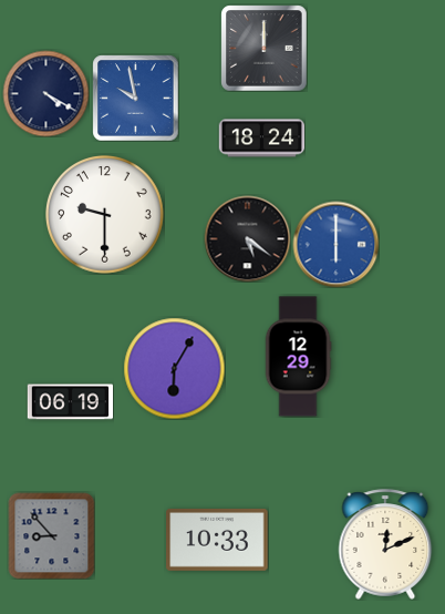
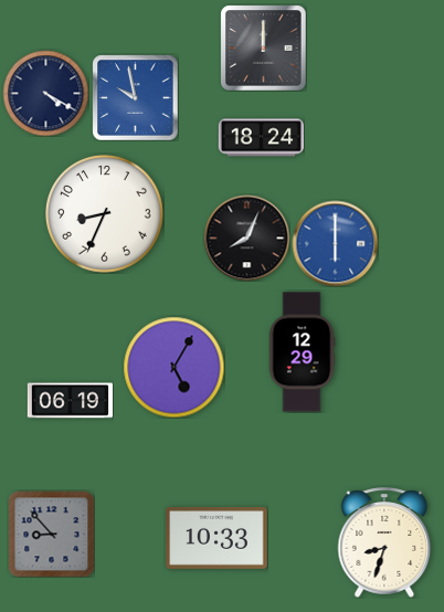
clock at (105, 215): 9:30 -> 8:34
clock at (247, 238): 5:21 -> 8:04
clock at (298, 357) position: (298, 357) -> (302, 352)
clock at (174, 368): 6:05 -> 5:05
clock at (385, 544): 12:11 -> 8:33
